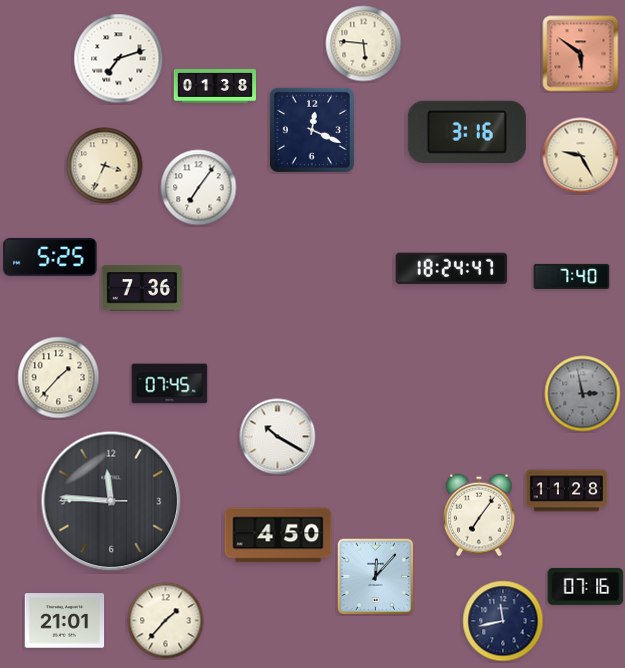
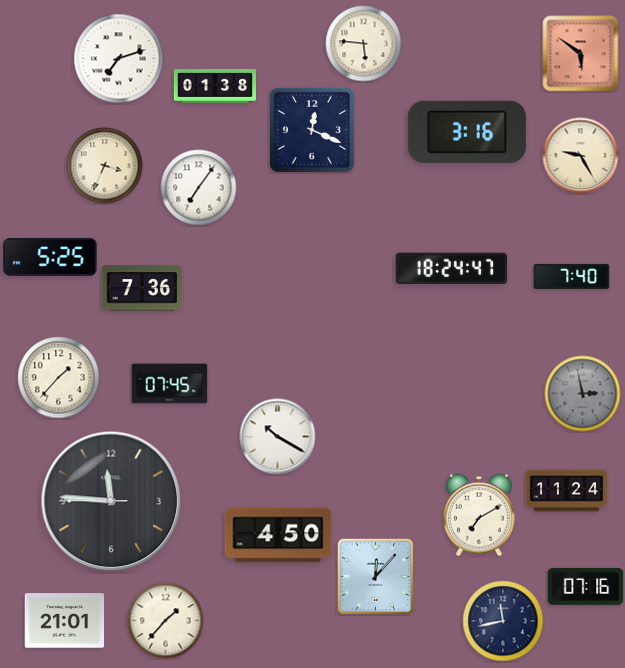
clock at (567, 491): 11:28 -> 11:24
clock at (479, 515): 7:06 -> 7:10
